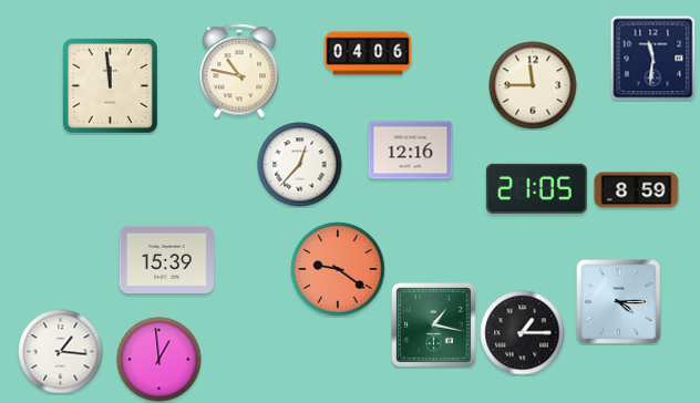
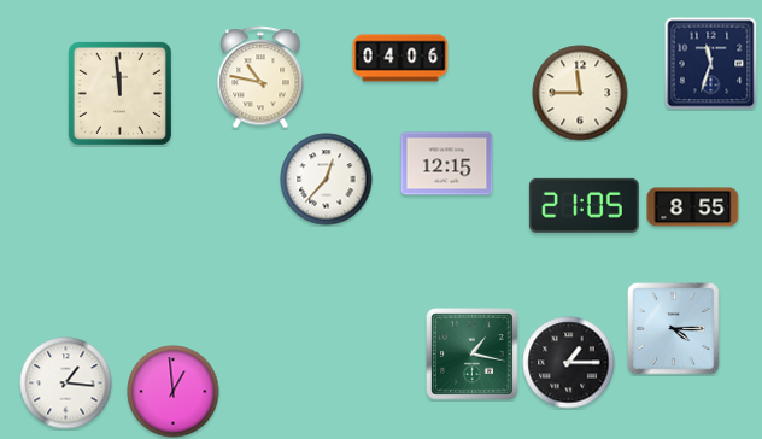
clock at (653, 59): 11:31 -> 11:33
clock at (411, 151): 12:16 -> 12:15
clock at (637, 190): 8:59 -> 8:55
clock at (166, 259): 15:39 -> none
clock at (338, 269): 9:21 -> none
